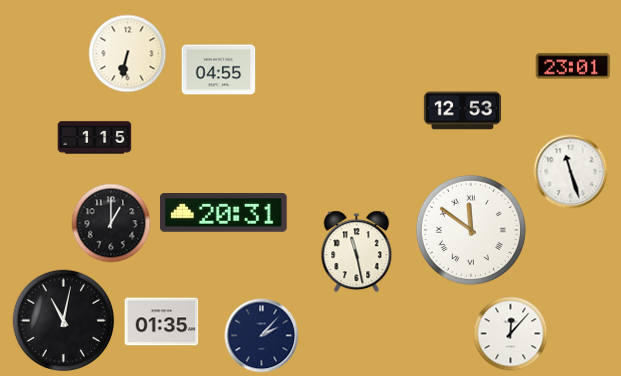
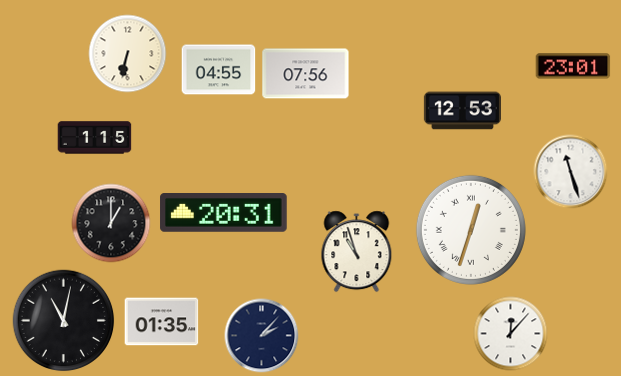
clock at (306, 74): none -> 07:56
clock at (471, 230): 11:51 -> 12:33
clock at (357, 252): 11:28 -> 10:57
